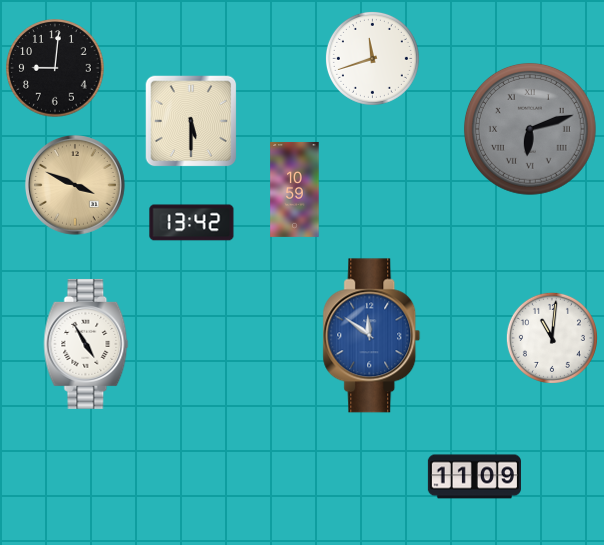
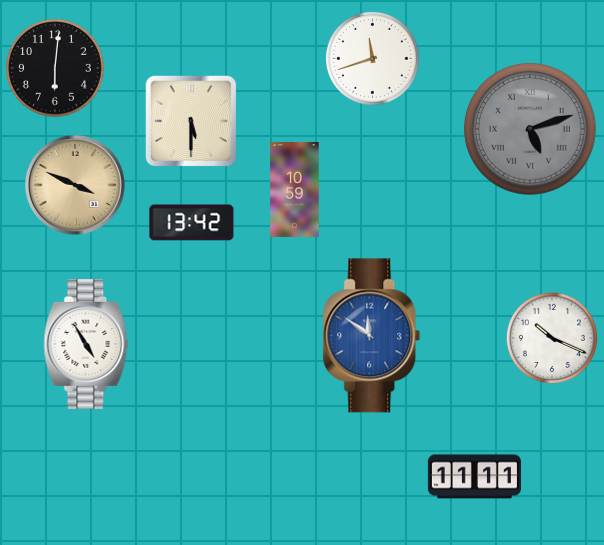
clock at (55, 68): 9:01 -> 6:01
clock at (530, 129): 6:12 -> 5:12
clock at (552, 338): 11:01 -> 10:19
clock at (474, 477): 11:09 -> 11:11
